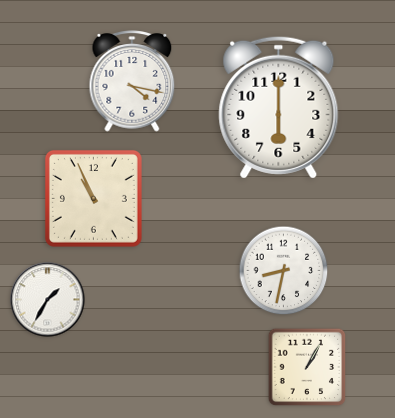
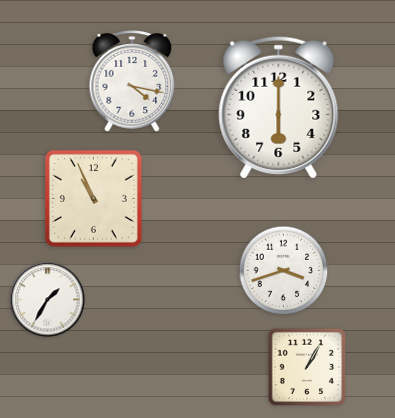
clock at (284, 271): 8:32 -> 3:42
